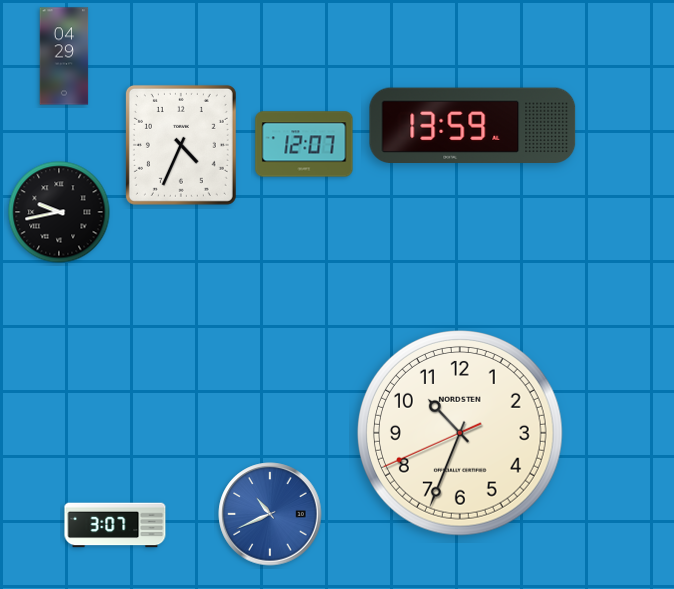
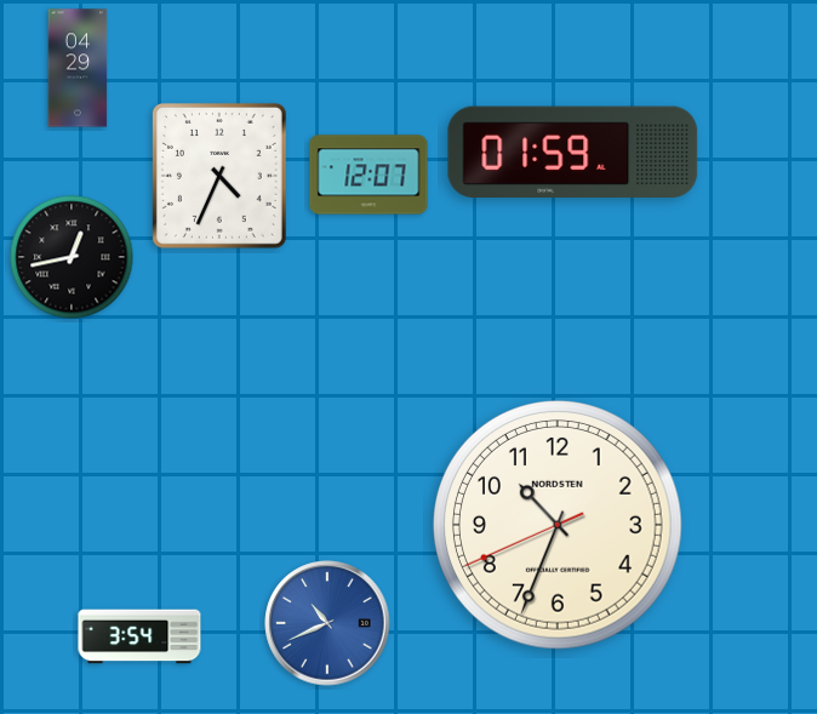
clock at (473, 125): 13:59 -> 01:59
clock at (59, 212): 9:43 -> 12:43
clock at (115, 525): 3:07 -> 3:54
